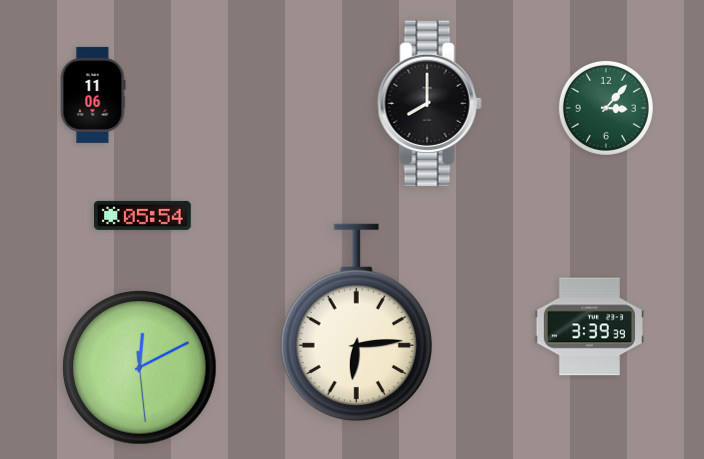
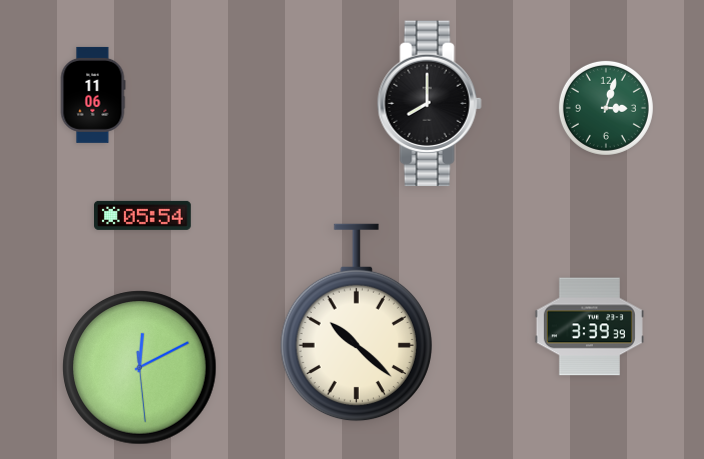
clock at (606, 108): 3:07 -> 3:03
clock at (356, 323): 6:14 -> 10:22
